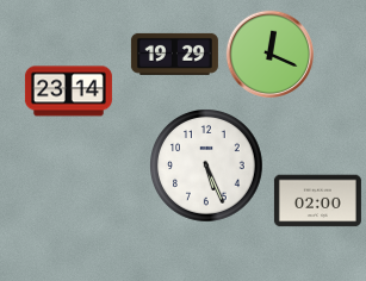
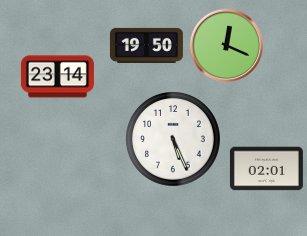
clock at (174, 54): 19:29 -> 19:50
clock at (317, 201): 02:00 -> 02:01
